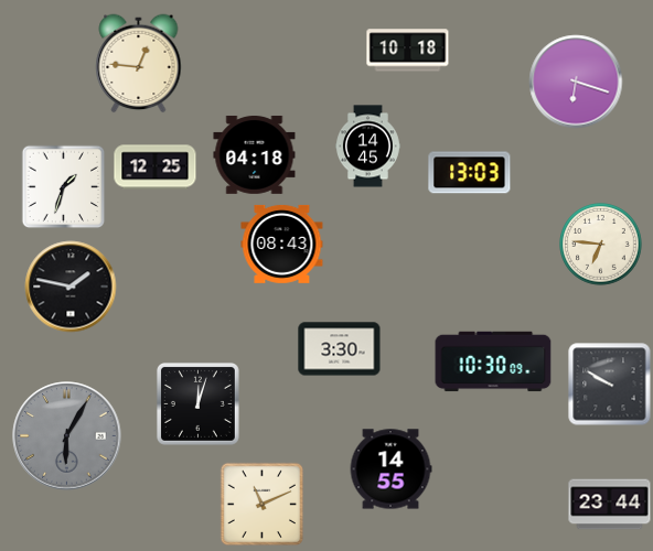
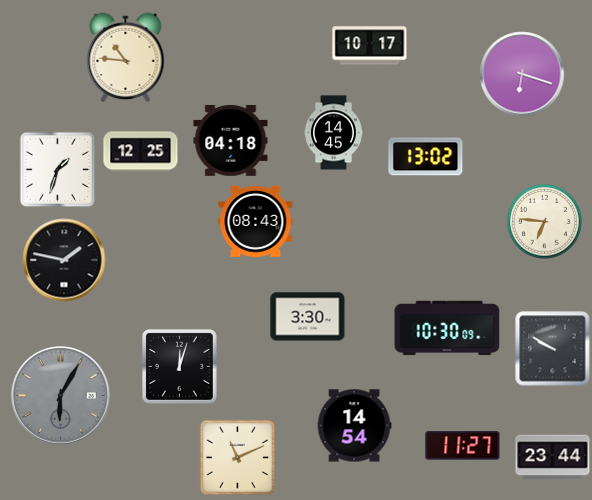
clock at (408, 51): 10:18 -> 10:17
clock at (139, 64): 12:46 -> 10:46
clock at (470, 173): 13:03 -> 13:02
clock at (390, 469): 14:55 -> 14:54
clock at (463, 446): none -> 11:27
